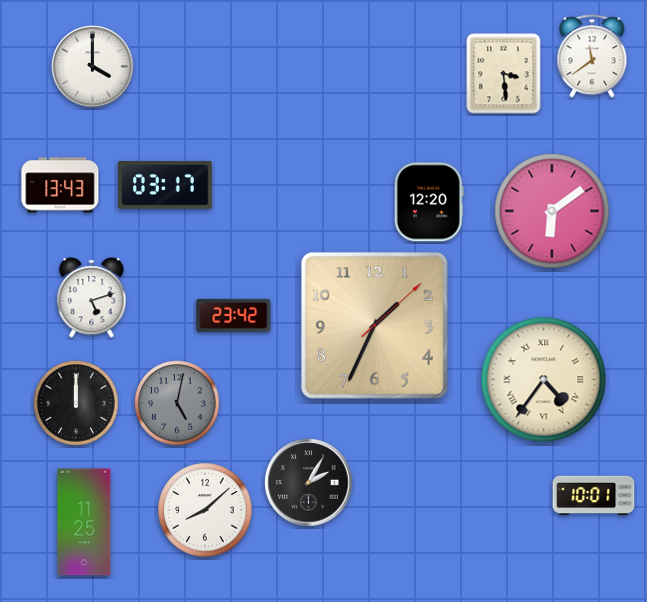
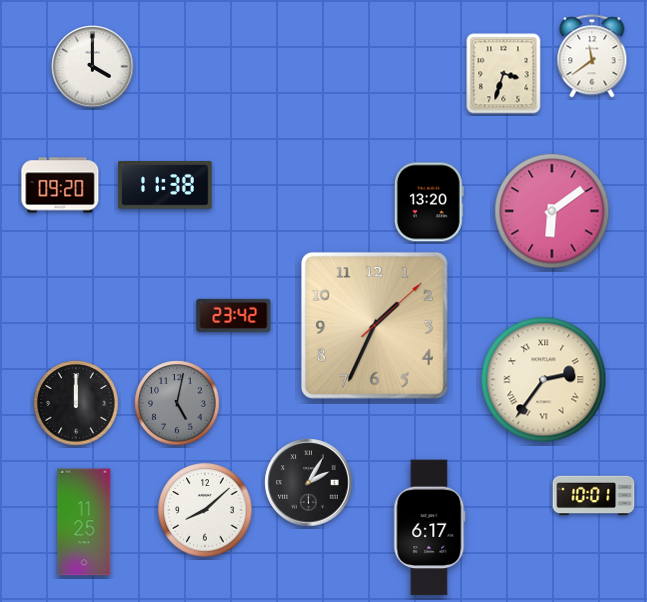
clock at (504, 74): 3:29 -> 3:33
clock at (60, 185): 13:43 -> 09:20
clock at (165, 185): 03:17 -> 11:38
clock at (429, 202): 12:20 -> 13:20
clock at (92, 298): 5:12 -> none
clock at (544, 380): 4:36 -> 2:36
clock at (430, 528): none -> 6:17
